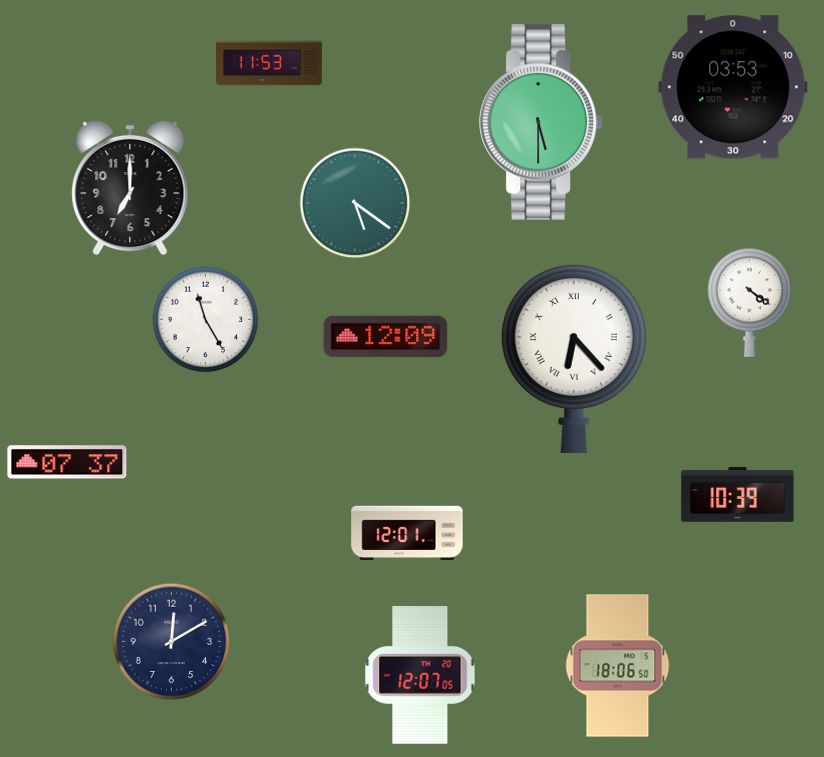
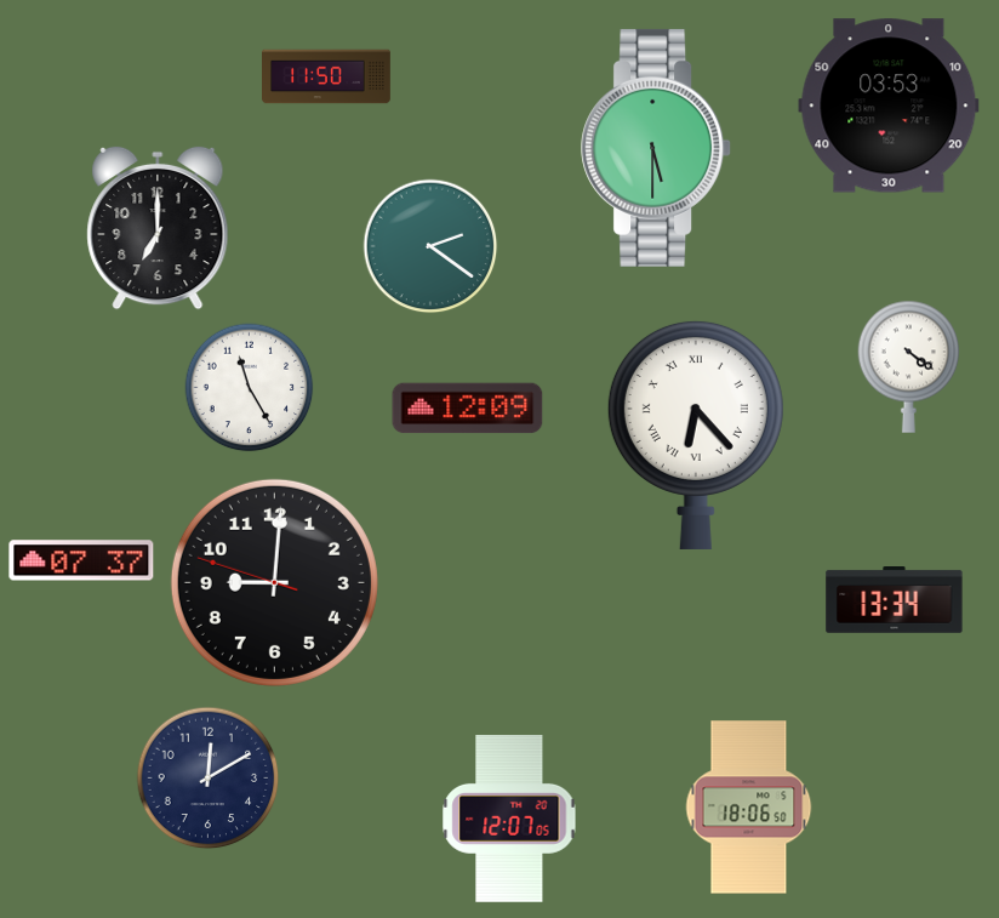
clock at (270, 63): 11:53 -> 11:50
clock at (355, 203): 5:21 -> 2:21
clock at (274, 582): none -> 9:00
clock at (738, 495): 10:39 -> 13:34
clock at (407, 533): 12:01 -> none
